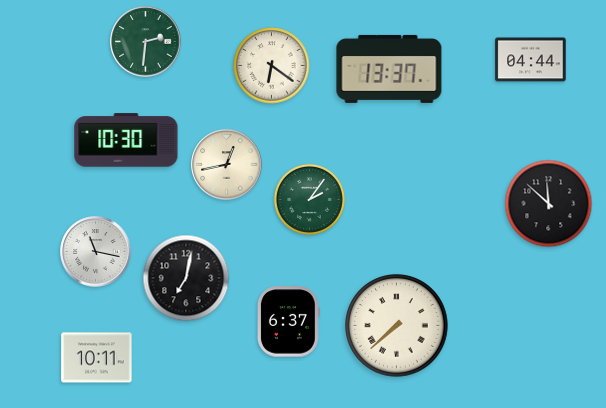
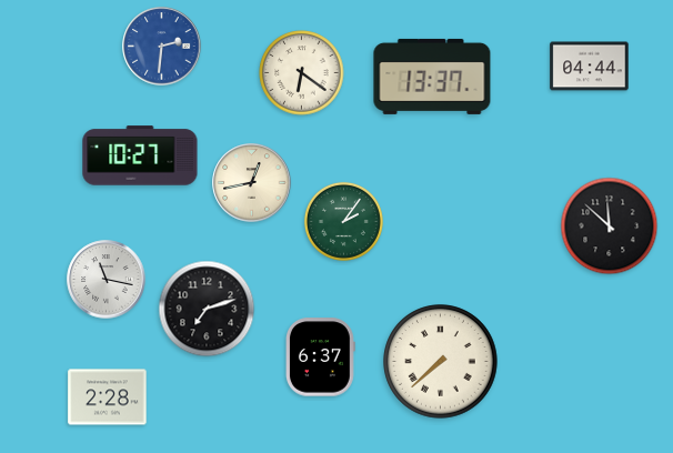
clock at (146, 42) dial: green -> blue
clock at (126, 140): 10:30 -> 10:27
clock at (186, 278): 7:02 -> 7:12
clock at (97, 358): 10:11 -> 2:28
